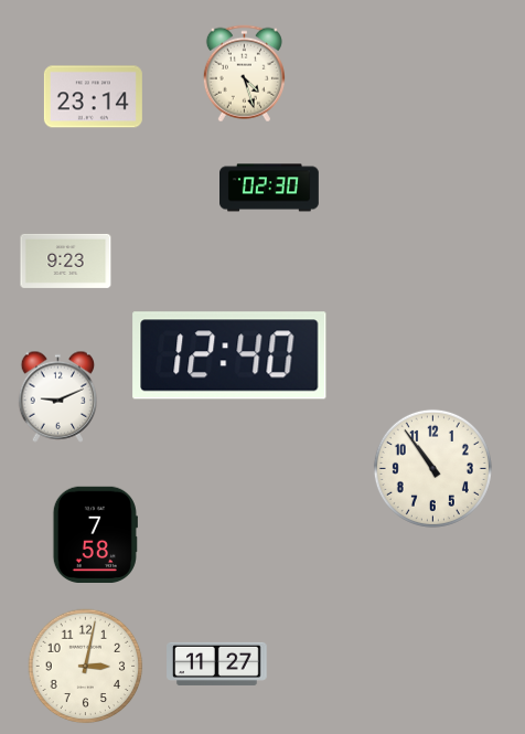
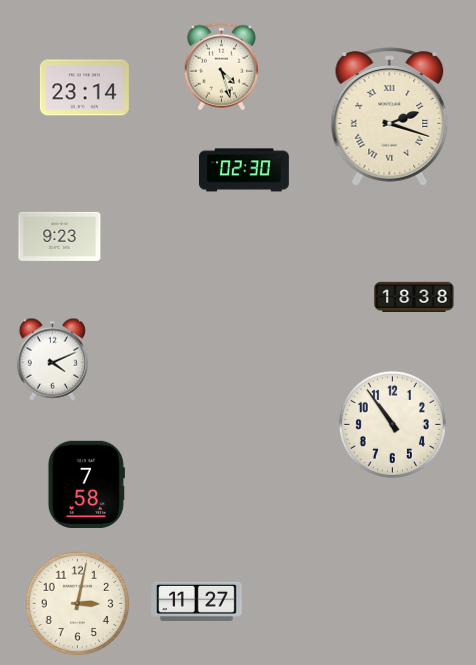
clock at (390, 117): none -> 2:18
clock at (414, 297): none -> 18:38
clock at (229, 355): 12:40 -> none
clock at (58, 396): 9:11 -> 4:11
